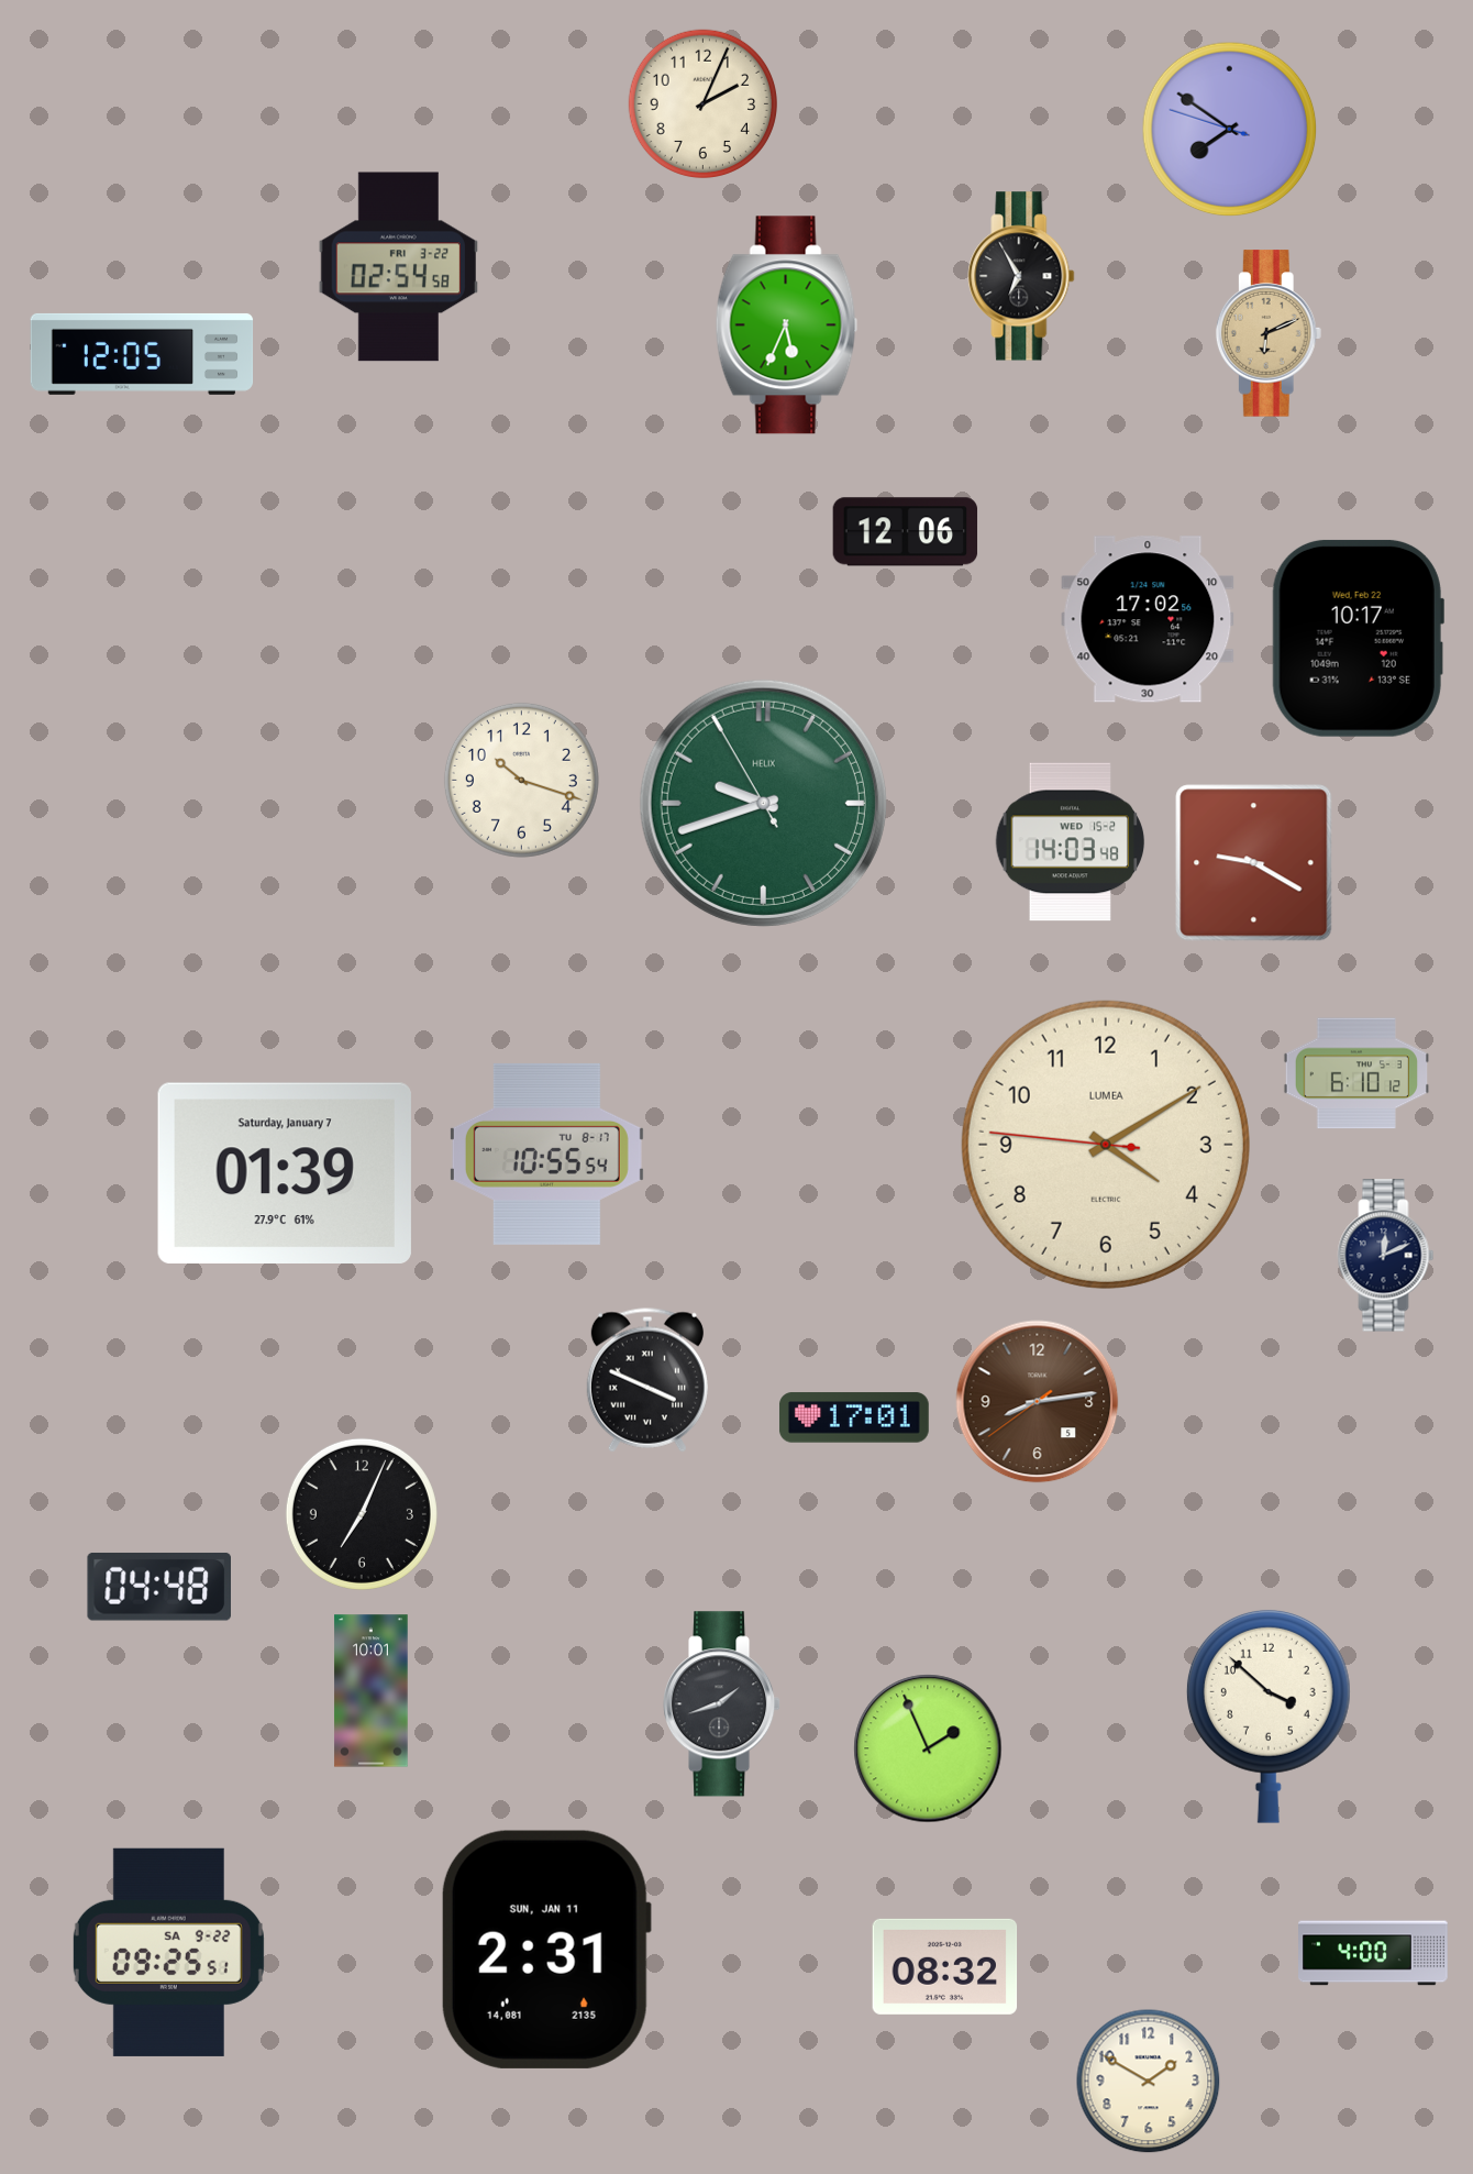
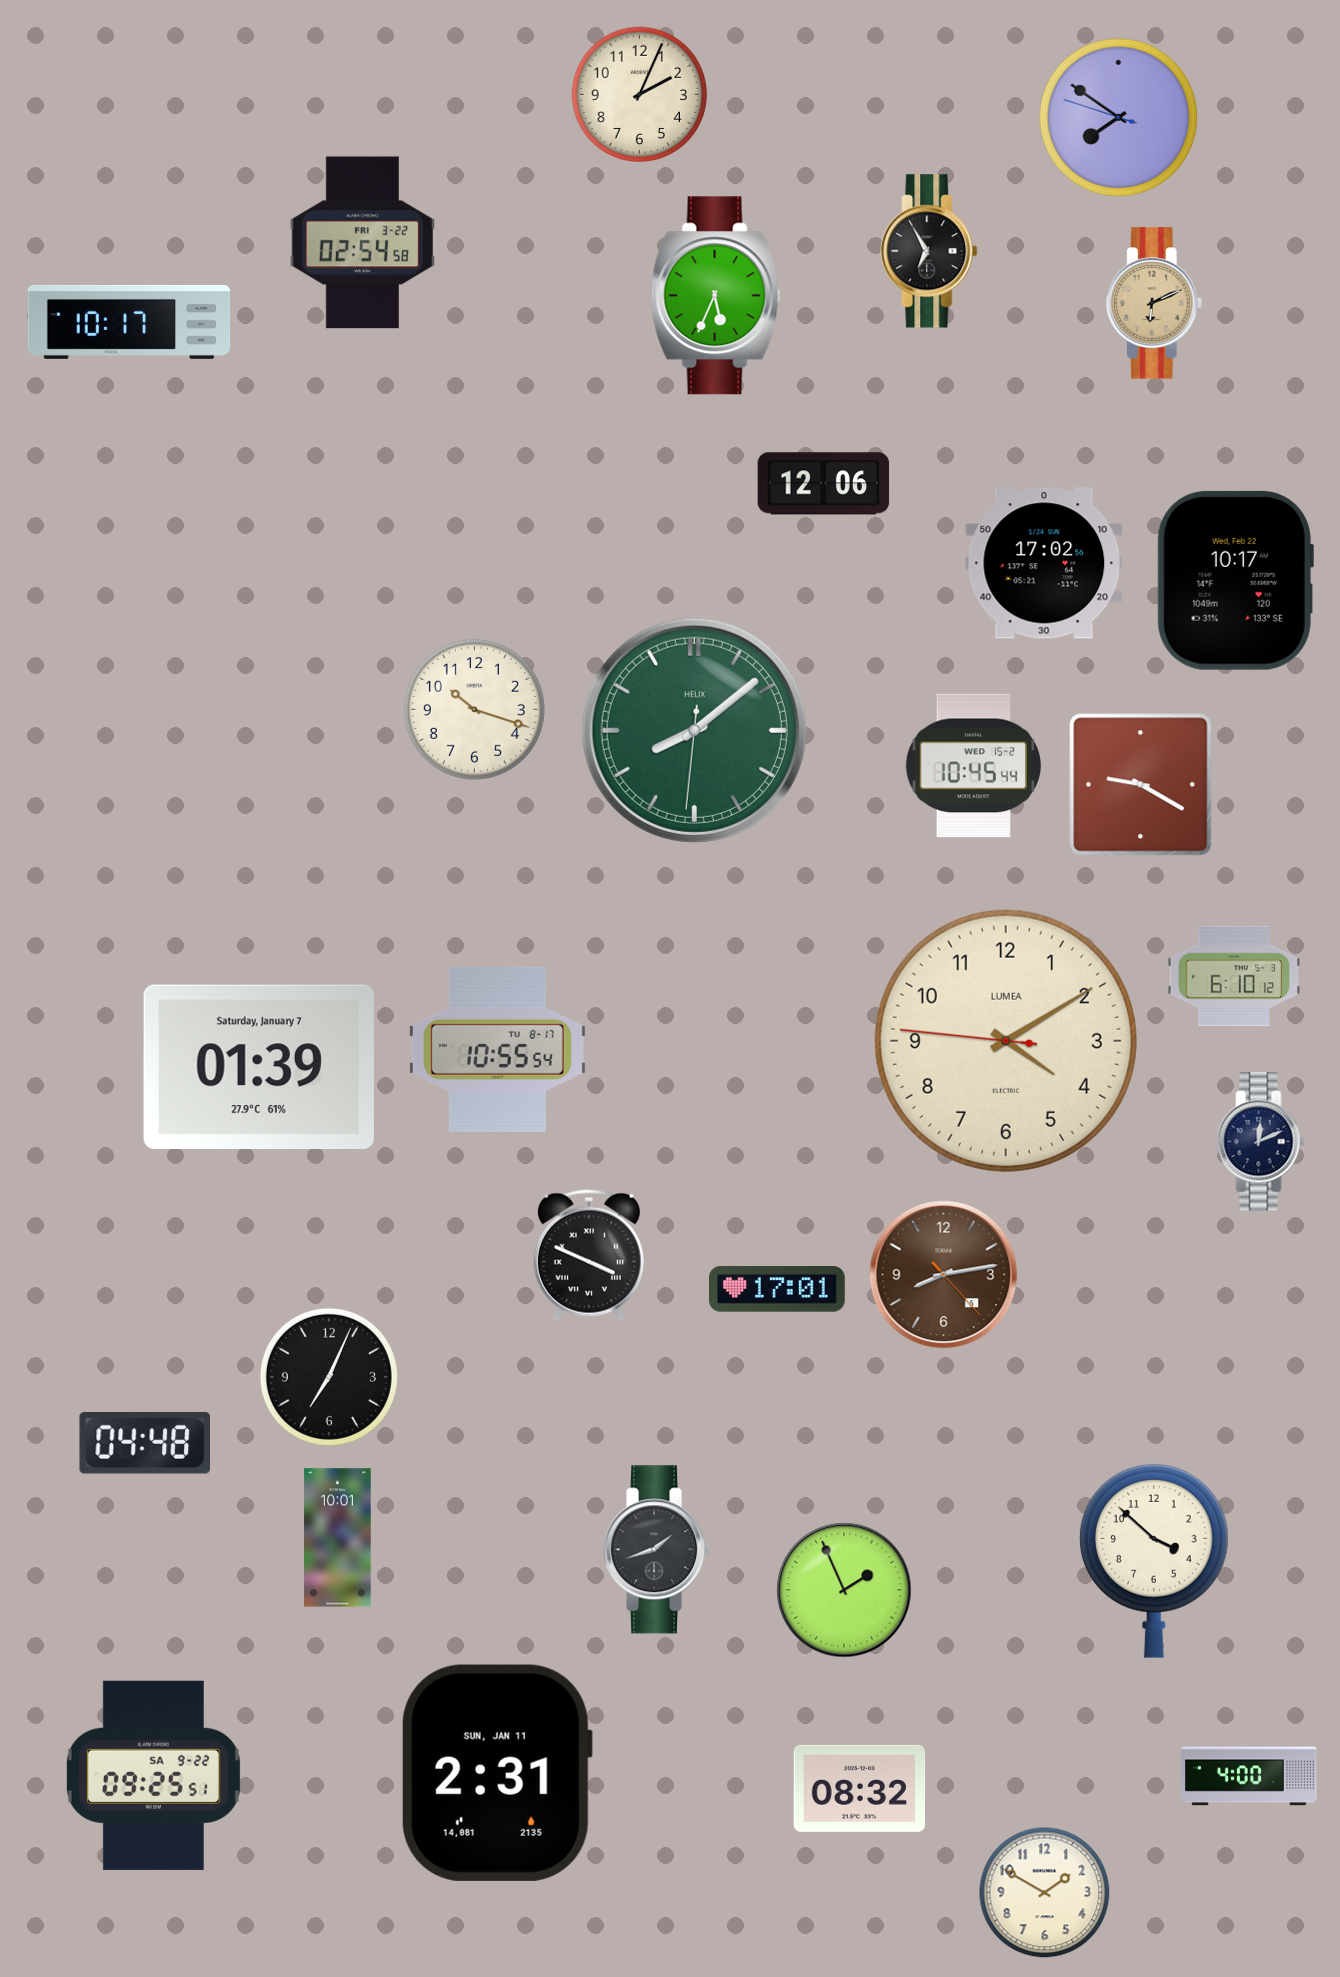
clock at (142, 354): 12:05 -> 10:17
clock at (763, 803): 9:41 -> 8:08
clock at (1071, 842): 14:03 -> 10:45
clock at (1038, 1402): 8:13:39 -> 8:13:23
